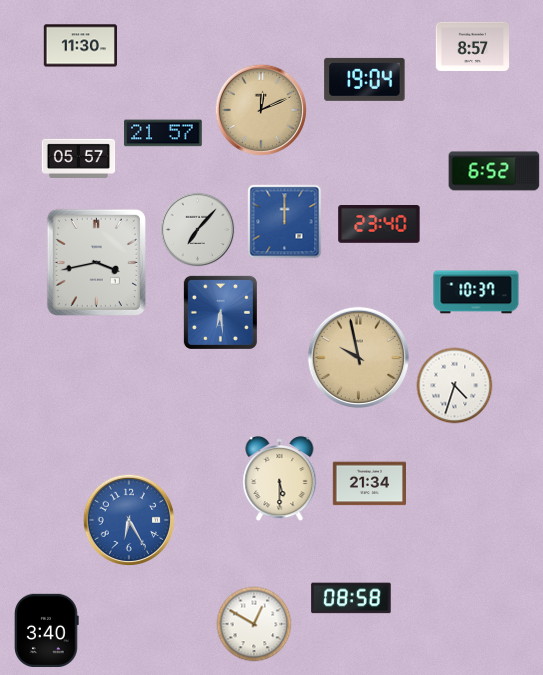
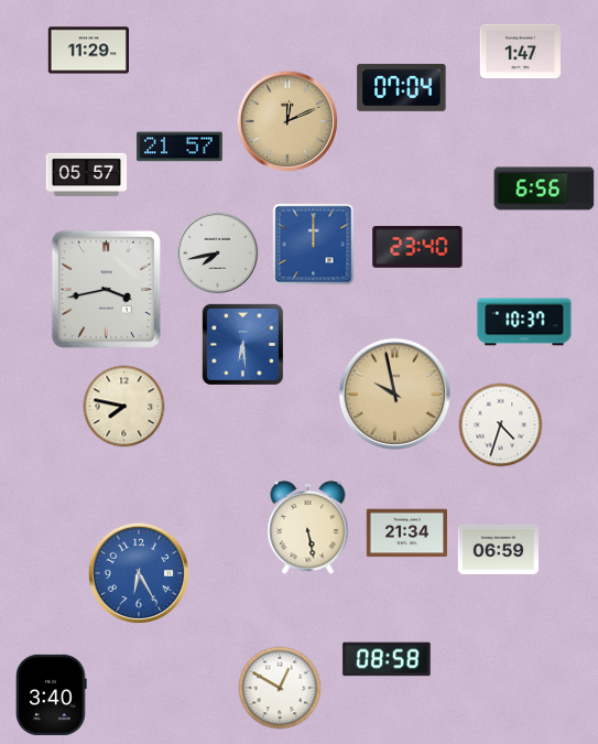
clock at (80, 46): 11:30 -> 11:29
clock at (473, 46): 8:57 -> 1:47
clock at (365, 79): 19:04 -> 07:04
clock at (494, 171): 6:52 -> 6:56
clock at (198, 230): 7:07 -> 7:43
clock at (124, 407): none -> 7:47
clock at (280, 479): 5:30 -> 5:28
clock at (498, 549): none -> 06:59
clock at (129, 520) position: (129, 520) -> (139, 573)
